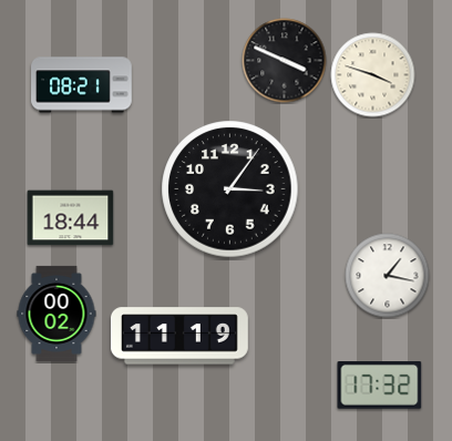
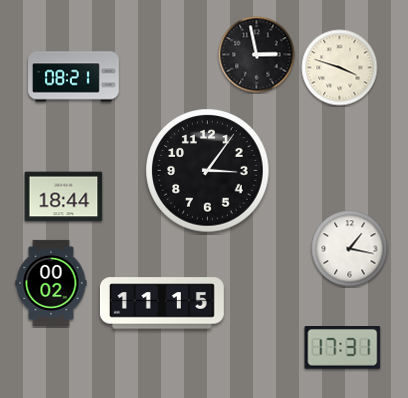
clock at (285, 61): 3:49 -> 2:58
clock at (373, 75) position: (373, 75) -> (340, 68)
clock at (179, 336): 11:19 -> 11:15
clock at (380, 386): 17:32 -> 17:31
